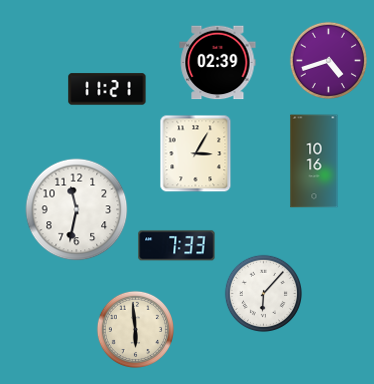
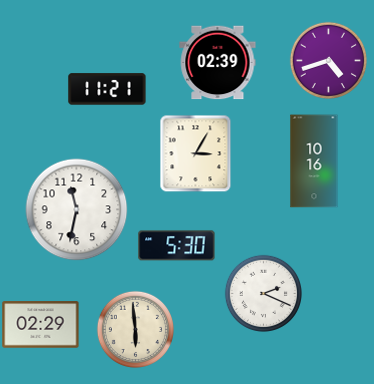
clock at (177, 246): 7:33 -> 5:30
clock at (263, 293): 6:07 -> 2:19
clock at (41, 325): none -> 02:29
